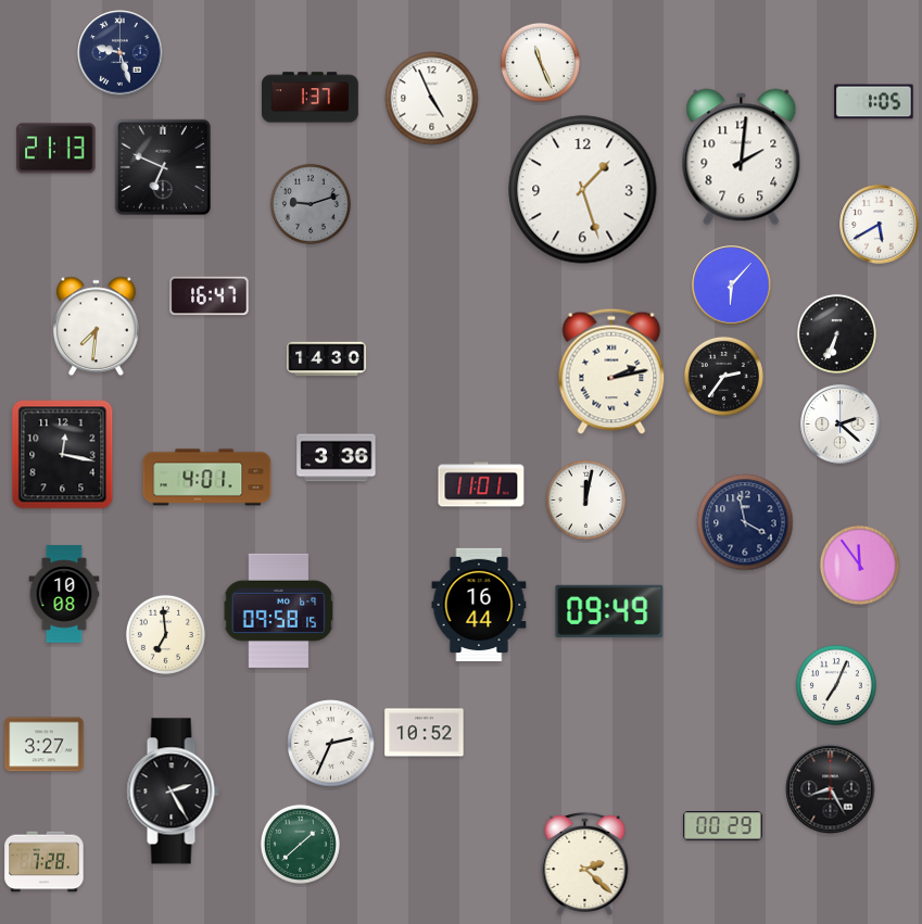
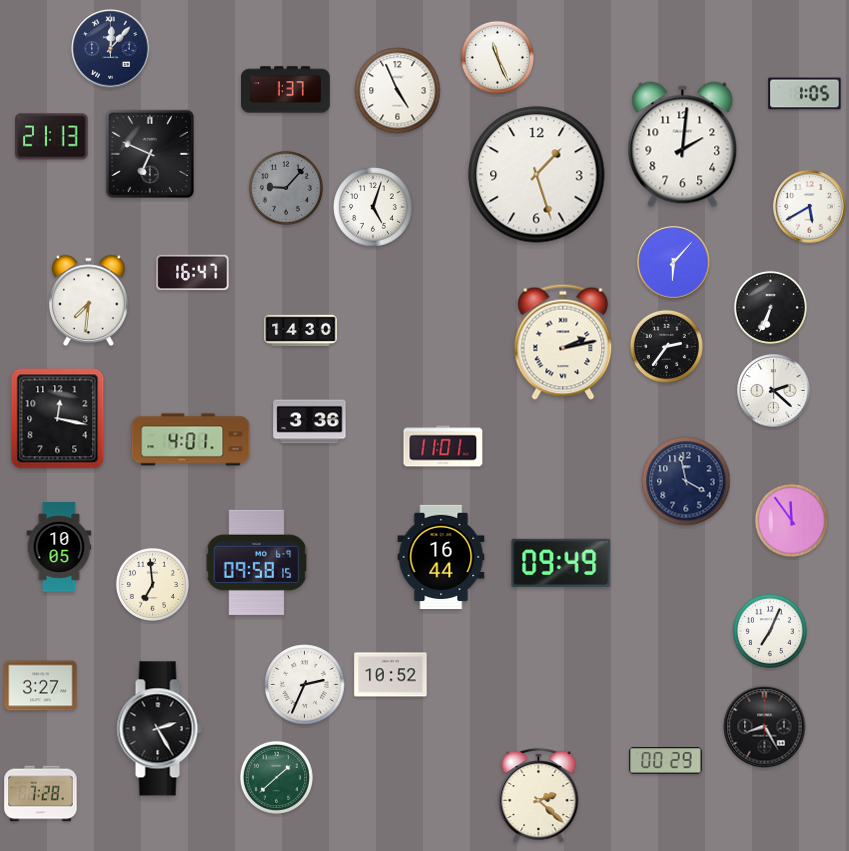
clock at (121, 53): 9:27 -> 12:07
clock at (311, 204): 9:12 -> 9:07
clock at (373, 207): none -> 5:03
clock at (585, 499): 12:02 -> none
clock at (64, 594): 10:08 -> 10:05
